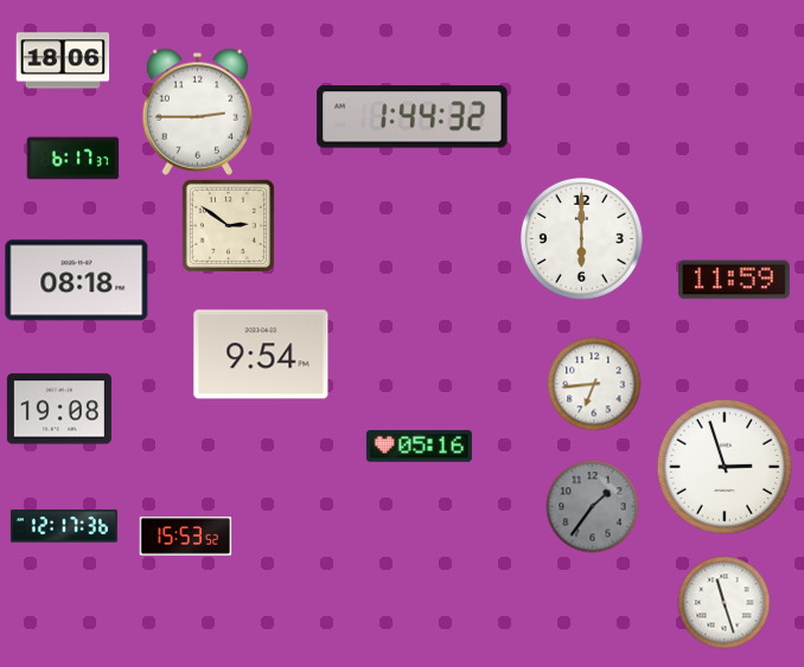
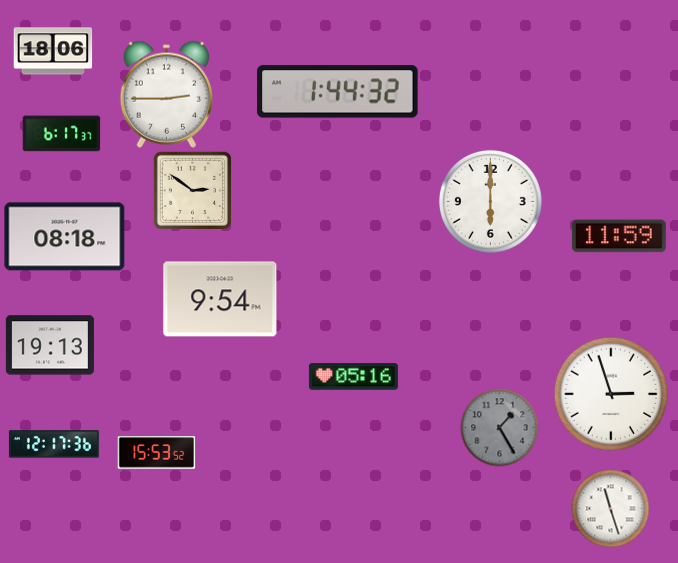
clock at (413, 117) position: (413, 117) -> (338, 92)
clock at (594, 384): 6:44 -> none
clock at (59, 409): 19:08 -> 19:13
clock at (592, 506): 1:36 -> 1:25
